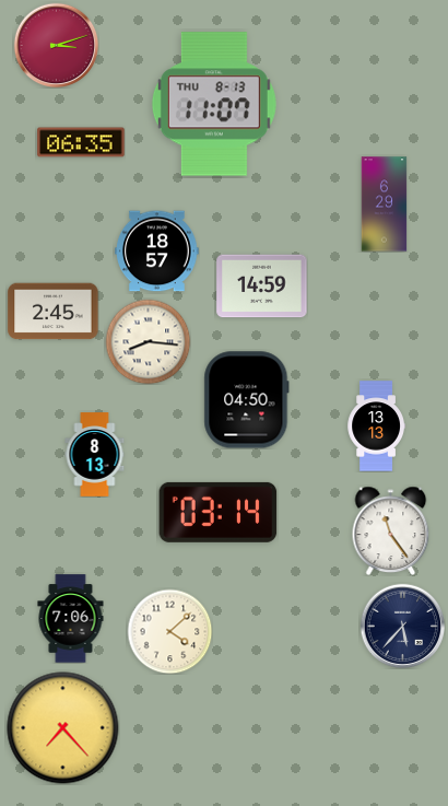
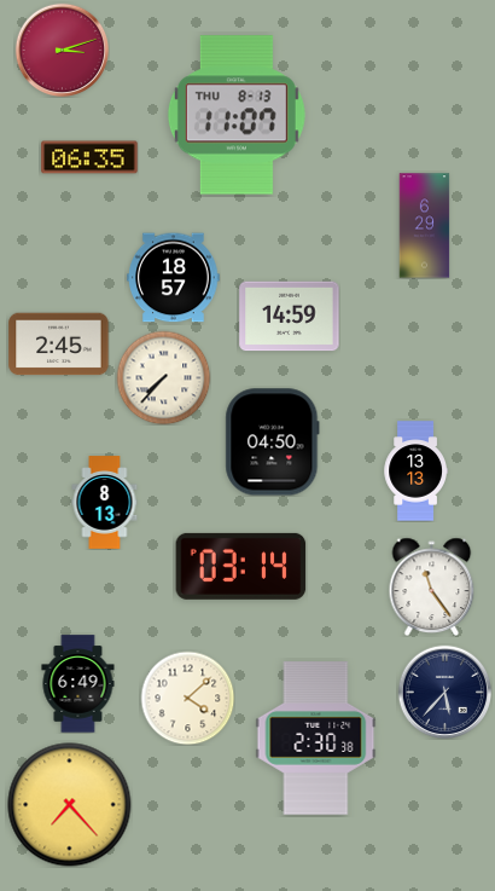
clock at (148, 341): 8:16 -> 7:37
clock at (71, 619): 7:06 -> 6:49
clock at (316, 739): none -> 2:30
